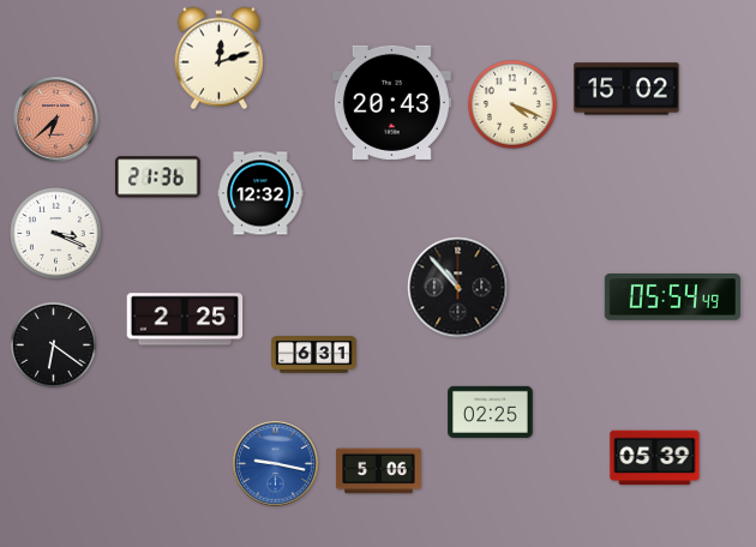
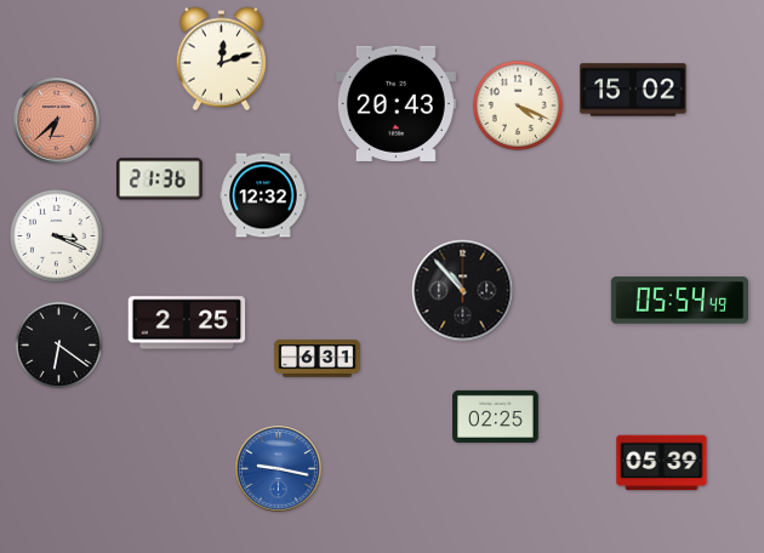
clock at (53, 344) position: (53, 344) -> (58, 344)
clock at (379, 471): 5:06 -> none
